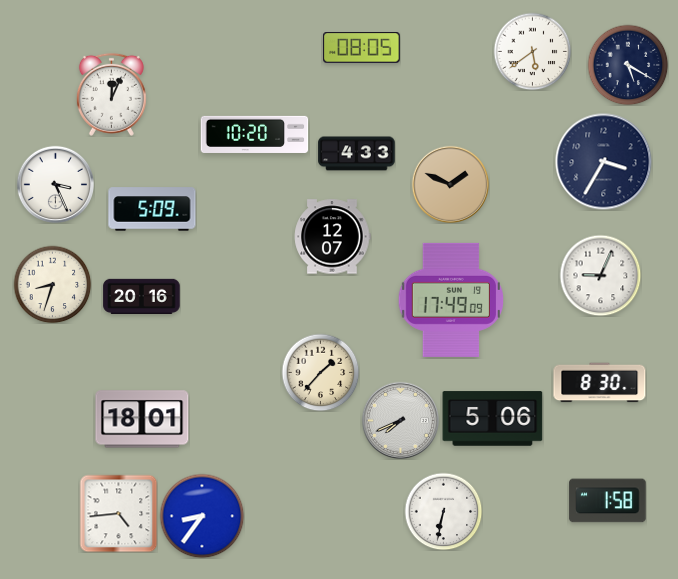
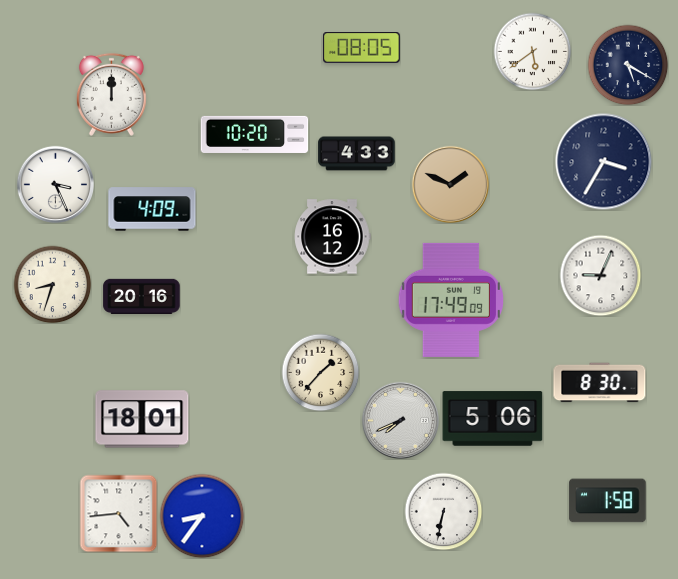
clock at (111, 94): 12:04 -> 12:00
clock at (152, 209): 5:09 -> 4:09
clock at (332, 237): 12:07 -> 16:12
